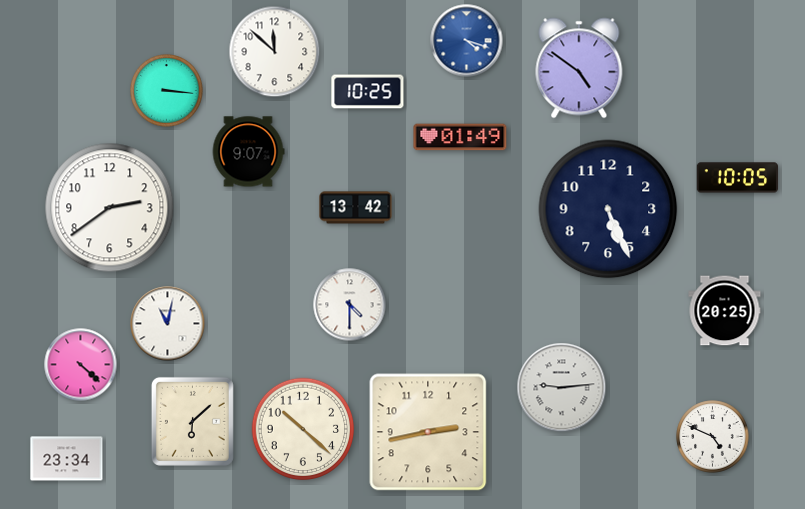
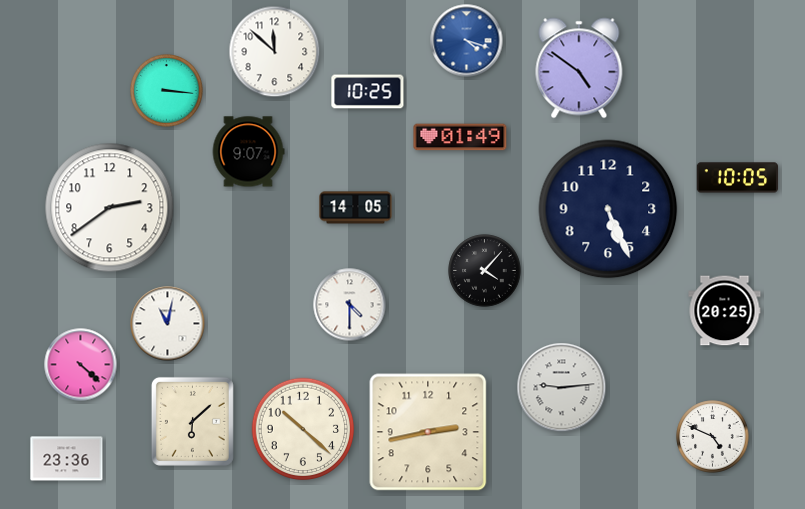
clock at (356, 208): 13:42 -> 14:05
clock at (485, 271): none -> 4:07
clock at (67, 459): 23:34 -> 23:36
